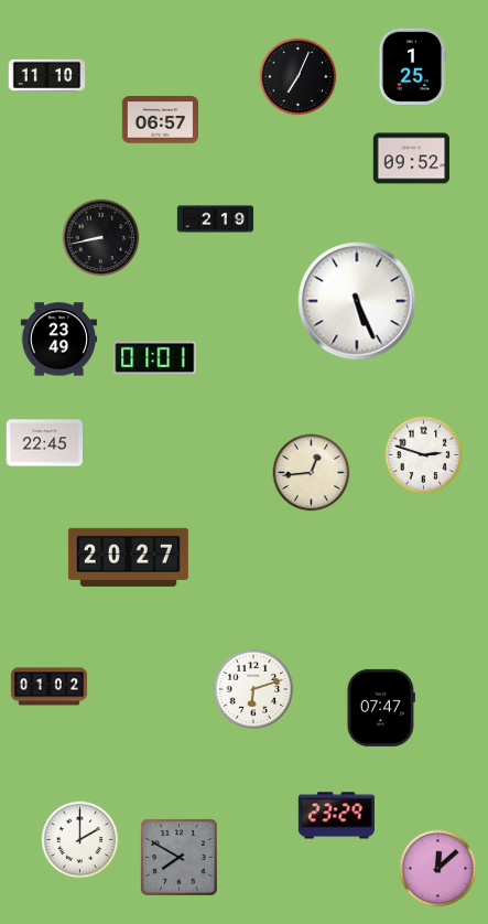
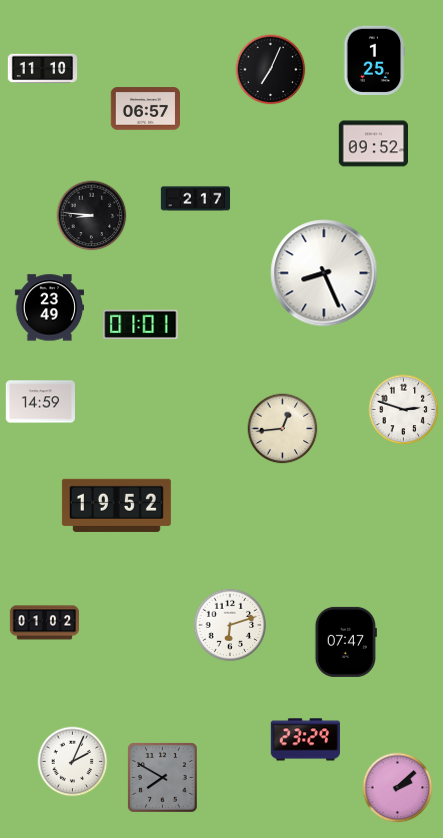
clock at (216, 219): 2:19 -> 2:17
clock at (101, 238): 8:43 -> 8:46
clock at (357, 301): 5:26 -> 8:26
clock at (58, 340) position: (58, 340) -> (49, 308)
clock at (44, 443): 22:45 -> 14:59
clock at (424, 455) position: (424, 455) -> (404, 410)
clock at (128, 557): 20:27 -> 19:52
clock at (80, 840): 2:00 -> 2:04
clock at (438, 869): 12:08 -> 2:08
